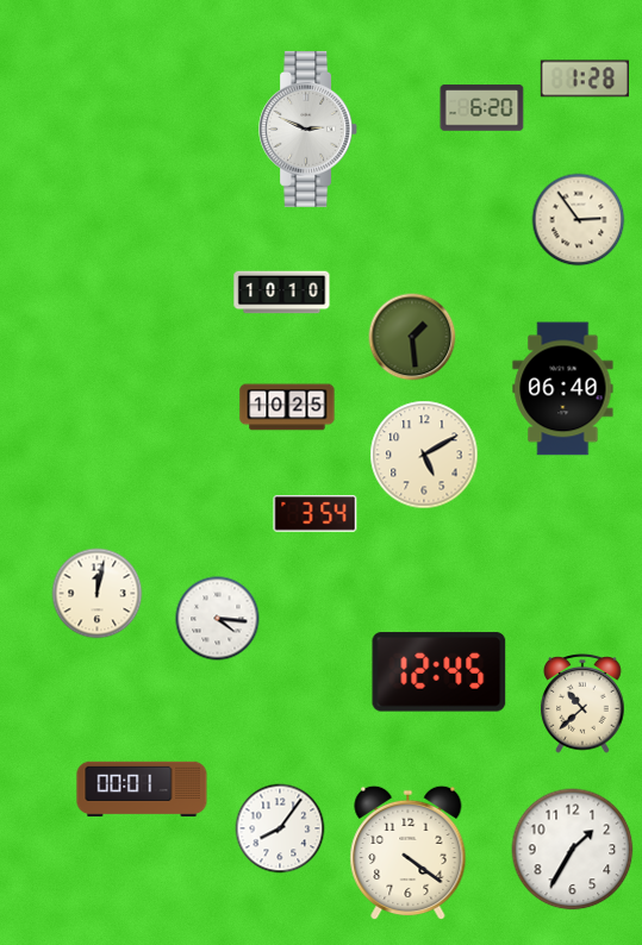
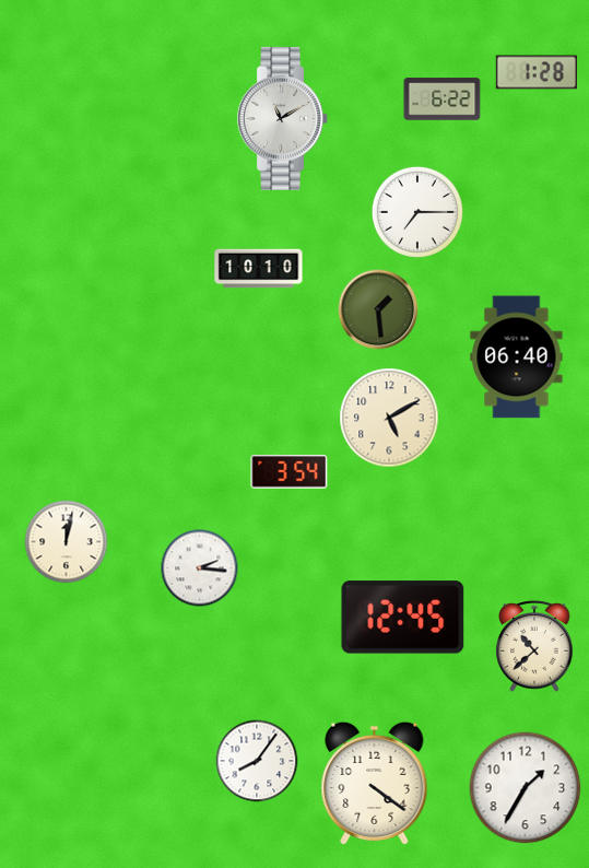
clock at (482, 108): 6:20 -> 6:22
clock at (308, 129): 2:49 -> 11:10
clock at (579, 220): 2:54 -> none
clock at (417, 212): none -> 7:15
clock at (287, 407): 10:25 -> none
clock at (98, 594) position: (98, 594) -> (67, 542)
clock at (218, 619): 4:16 -> 2:16
clock at (142, 789): 00:01 -> none
clock at (573, 850) position: (573, 850) -> (526, 788)
